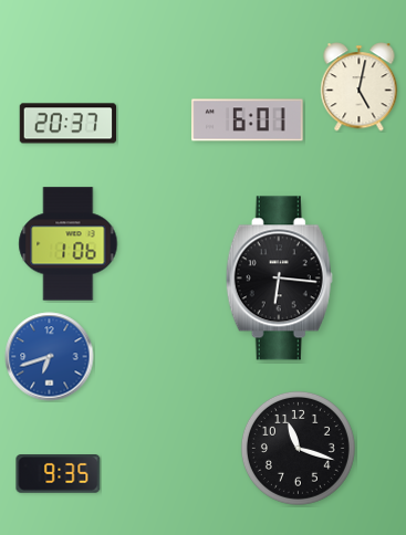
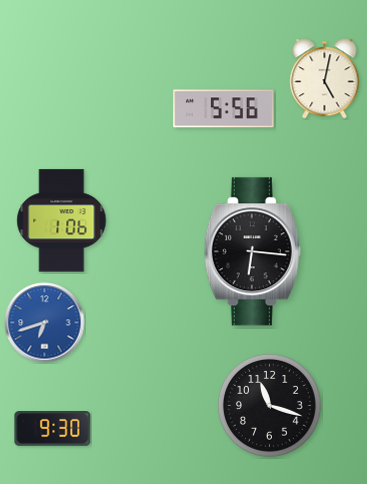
clock at (248, 120): 6:01 -> 5:56
clock at (69, 124): 20:37 -> none
clock at (59, 474): 9:35 -> 9:30
